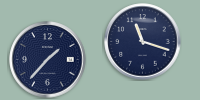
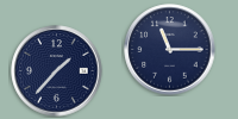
clock at (143, 42): 11:18 -> 11:15
